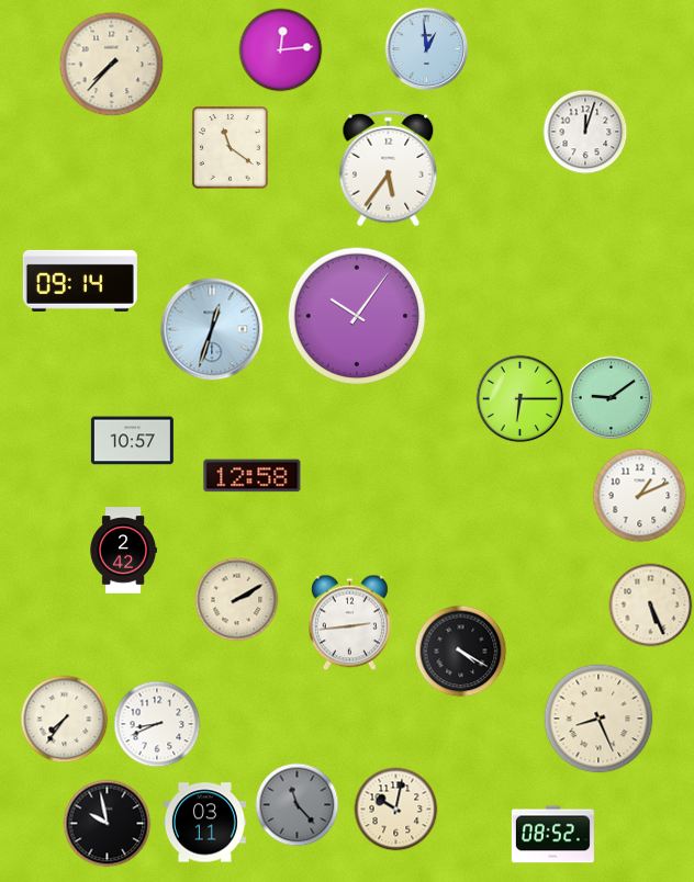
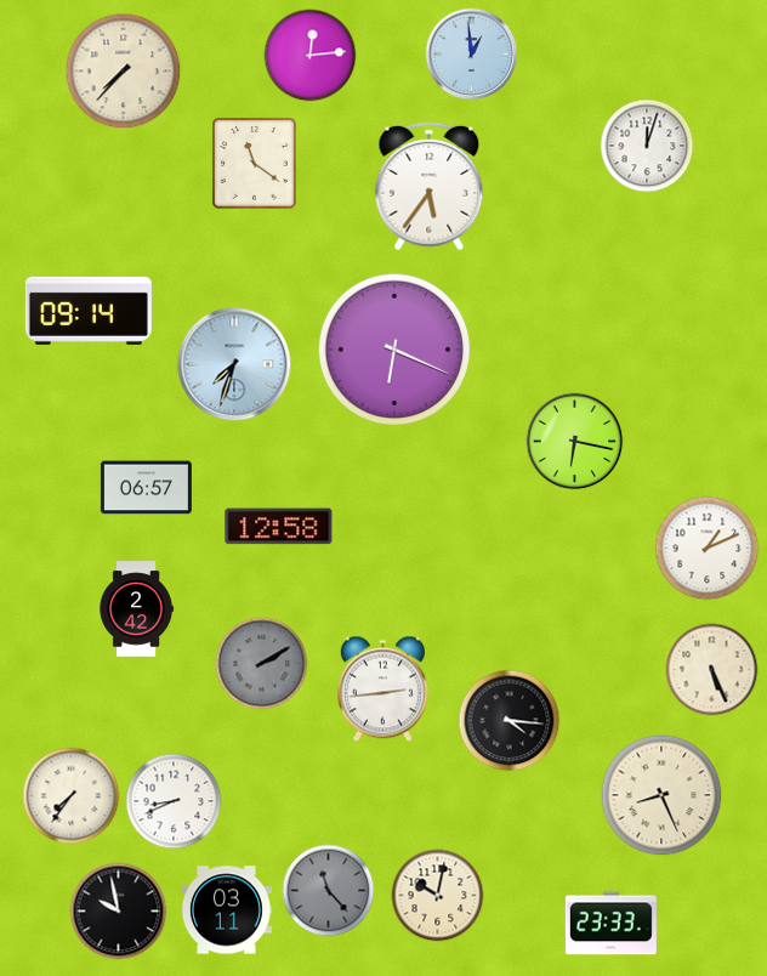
clock at (357, 316): 10:06 -> 6:19
clock at (212, 329): 12:33 -> 7:33
clock at (612, 398): 9:09 -> none
clock at (520, 399): 6:15 -> 6:17
clock at (132, 441): 10:57 -> 06:57
clock at (237, 600) dial: cream -> grey
clock at (651, 606) position: (651, 606) -> (712, 670)
clock at (349, 623) position: (349, 623) -> (382, 690)
clock at (461, 652): 4:20 -> 4:16
clock at (552, 835): 08:52 -> 23:33
